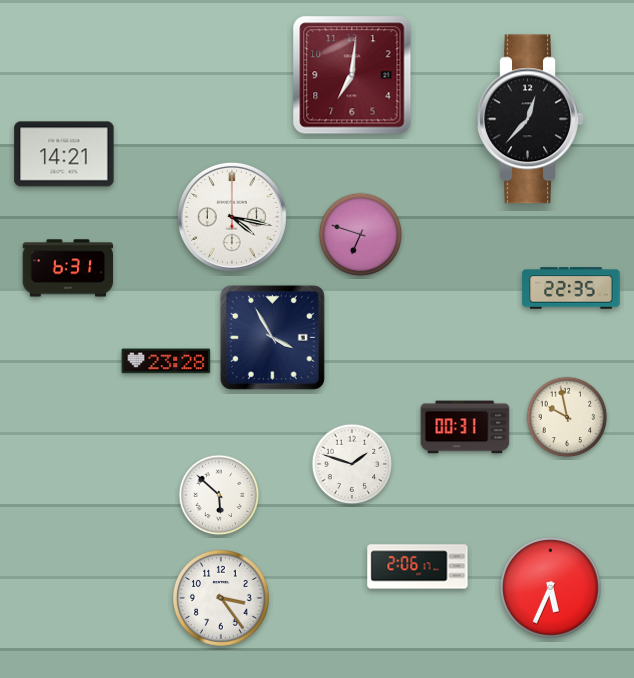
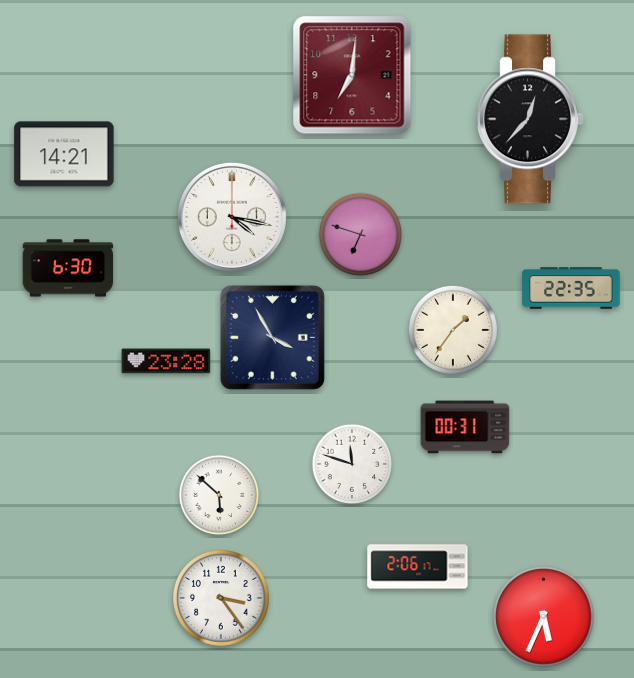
clock at (68, 268): 6:31 -> 6:30
clock at (453, 330): none -> 1:36
clock at (567, 417): 9:58 -> none
clock at (352, 464): 1:48 -> 11:48
clock at (551, 588) position: (551, 588) -> (544, 617)
